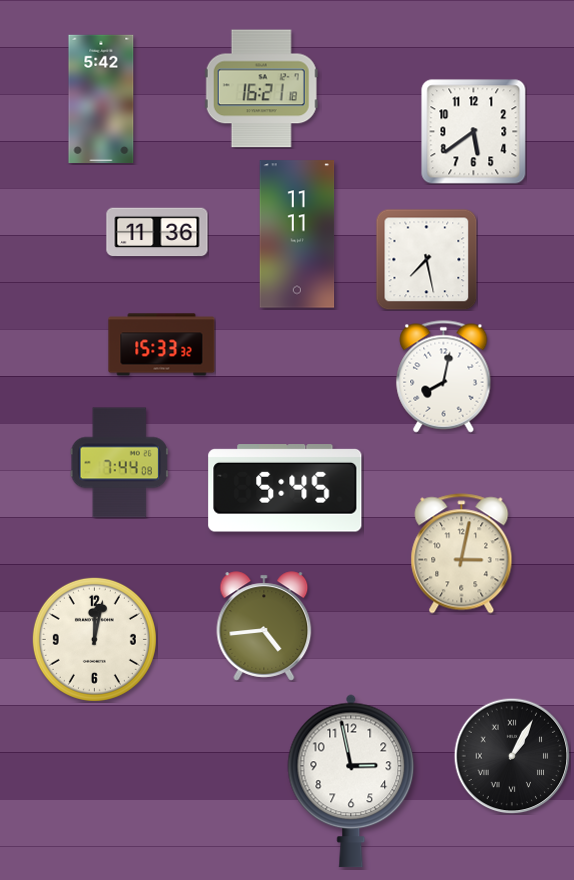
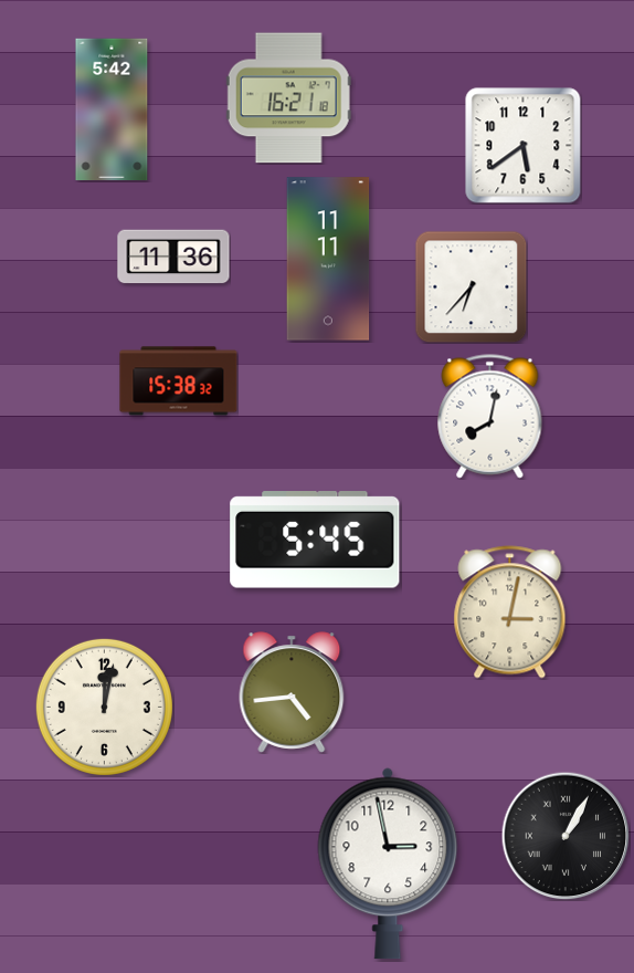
clock at (426, 259): 7:28 -> 6:37
clock at (162, 345): 15:33 -> 15:38
clock at (119, 463): 7:44 -> none
